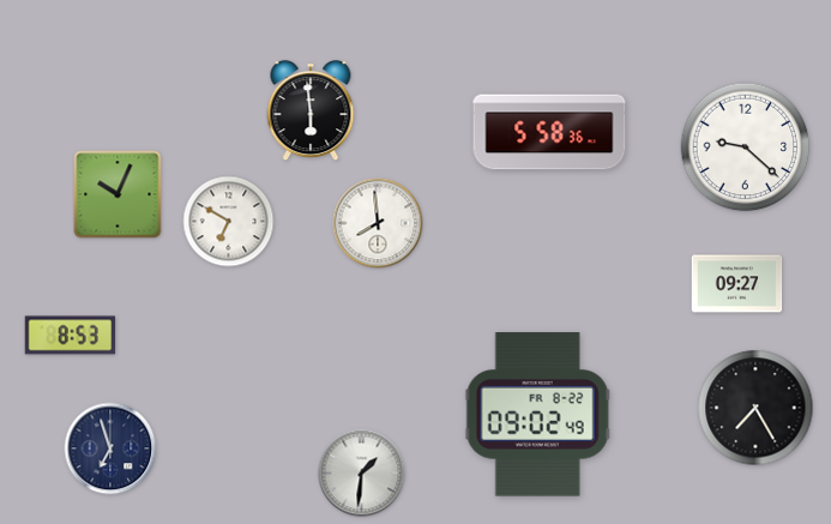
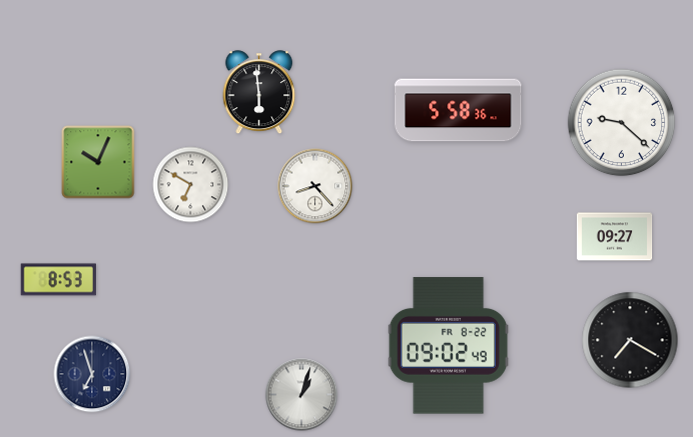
clock at (378, 223): 7:59 -> 8:23
clock at (755, 408): 7:25 -> 7:20
clock at (362, 474): 1:31 -> 1:03
